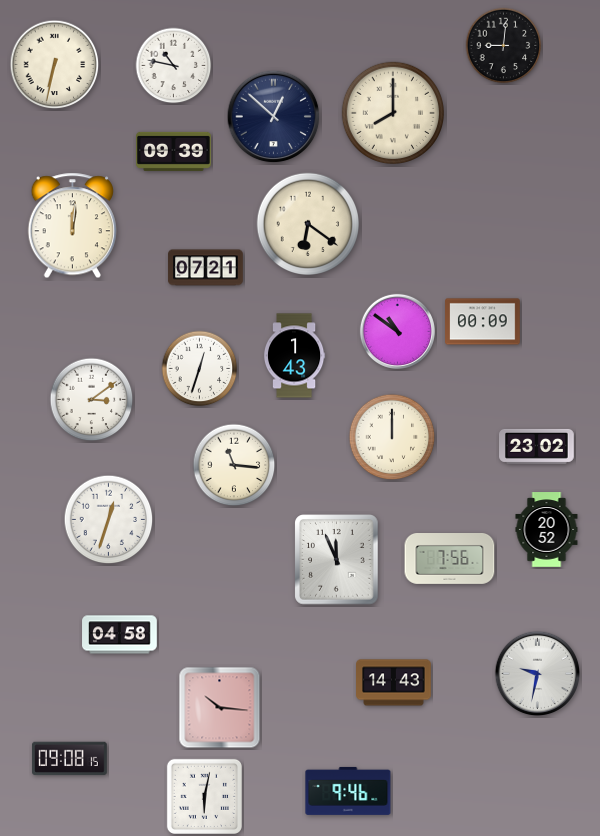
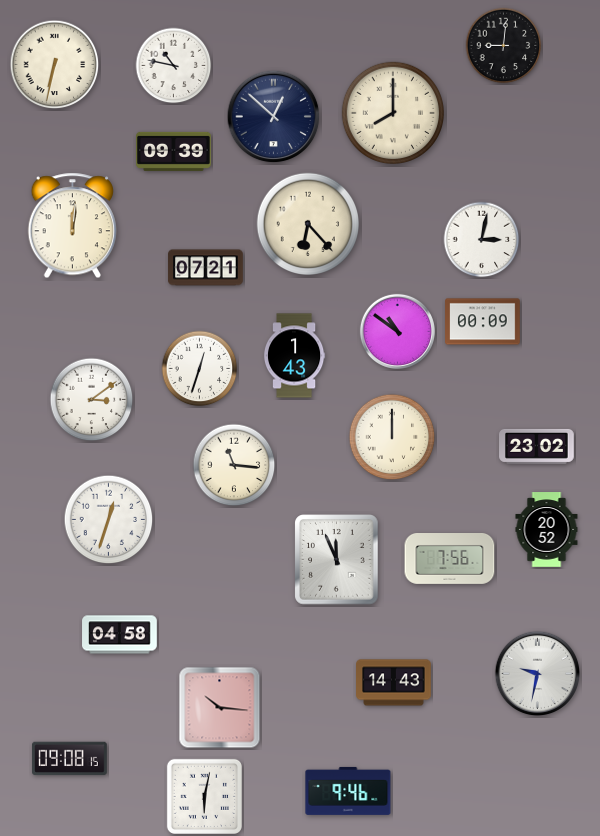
clock at (307, 223): 6:21 -> 6:23
clock at (482, 240): none -> 3:02
